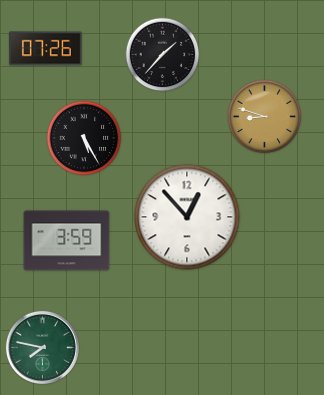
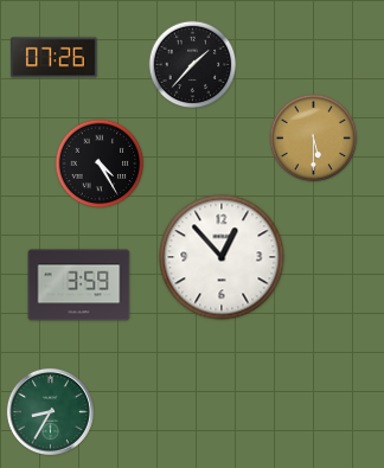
clock at (265, 117): 8:48 -> 5:30
clock at (84, 138): 5:25 -> 4:25
clock at (42, 347): 7:47 -> 8:35
